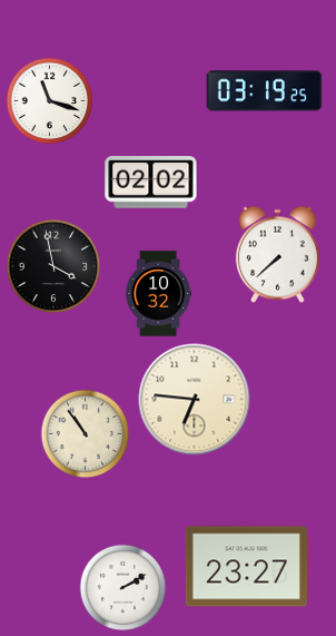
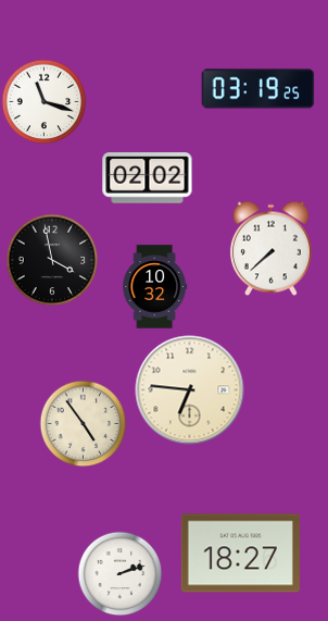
clock at (49, 100) position: (49, 100) -> (43, 101)
clock at (85, 433): 10:54 -> 4:54
clock at (246, 567): 23:27 -> 18:27
clock at (122, 587): 2:10 -> 2:12
